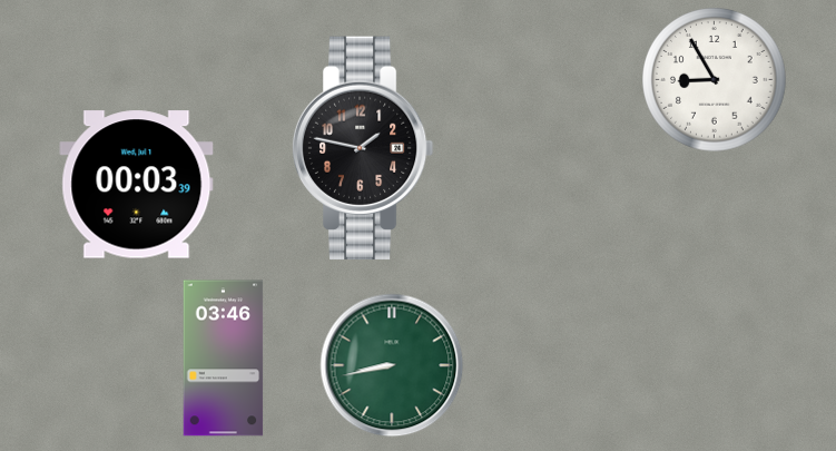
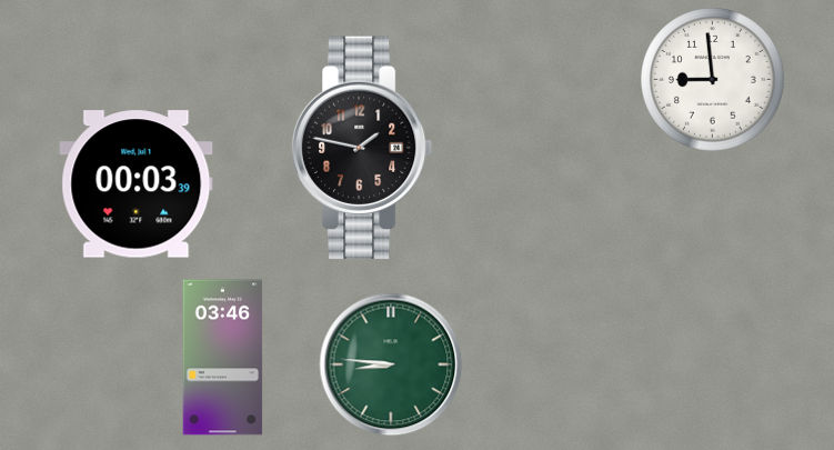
clock at (715, 80): 8:55 -> 8:59
clock at (392, 365): 8:43 -> 8:46
